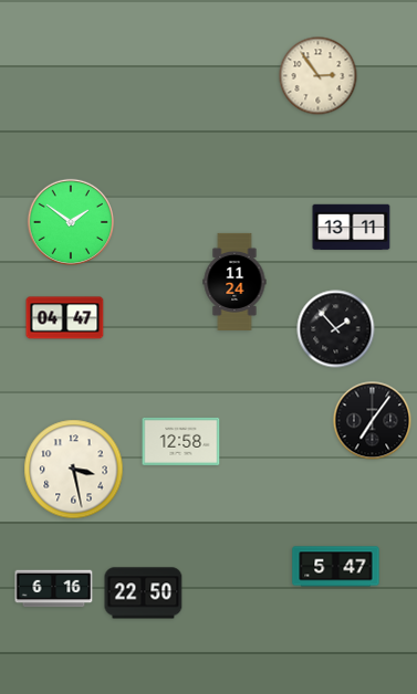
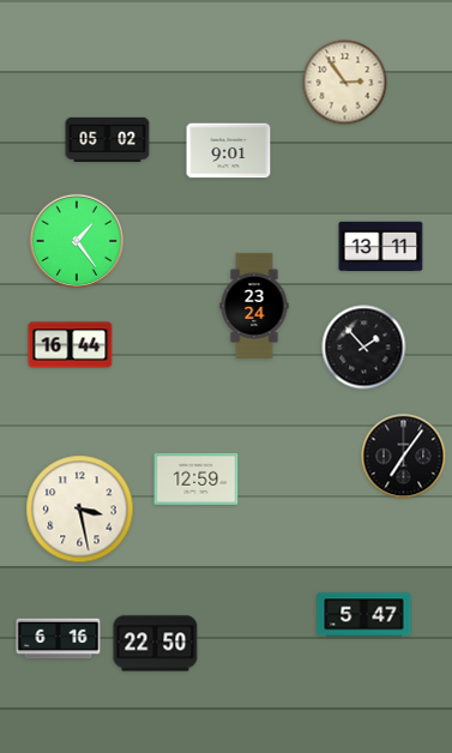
clock at (108, 139): none -> 05:02
clock at (229, 151): none -> 9:01
clock at (70, 221): 1:51 -> 1:24
clock at (234, 282): 11:24 -> 23:24
clock at (65, 318): 04:47 -> 16:44
clock at (336, 329) position: (336, 329) -> (364, 348)
clock at (181, 441): 12:58 -> 12:59
